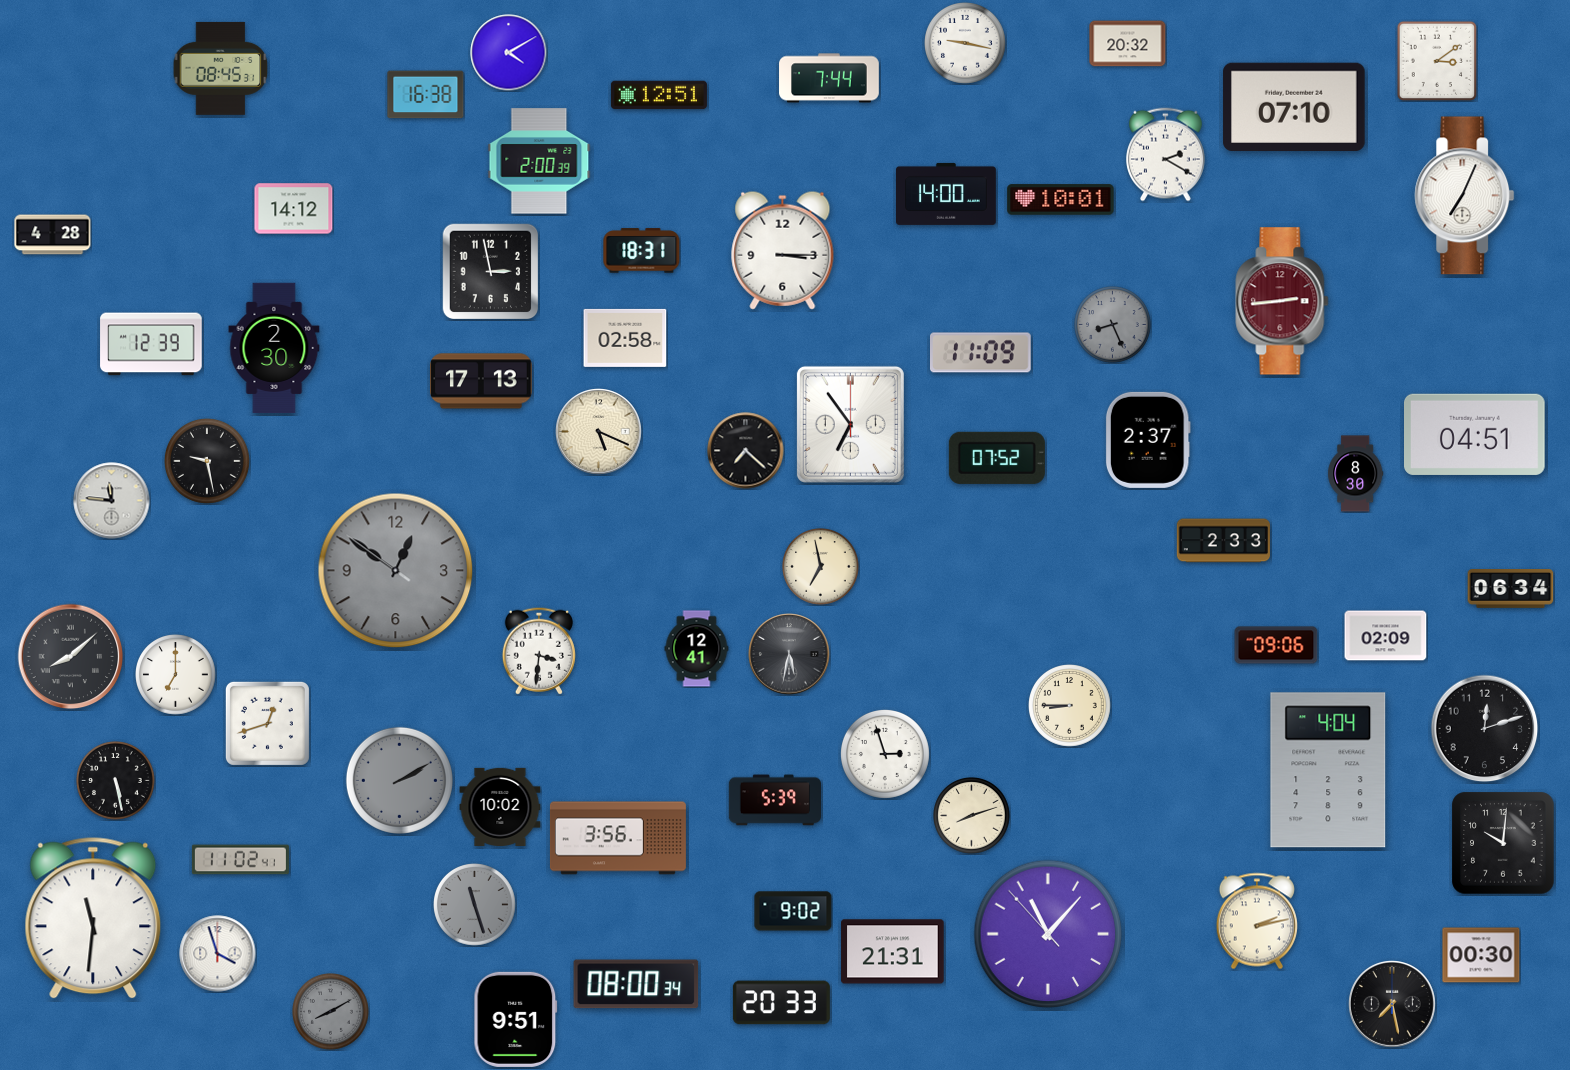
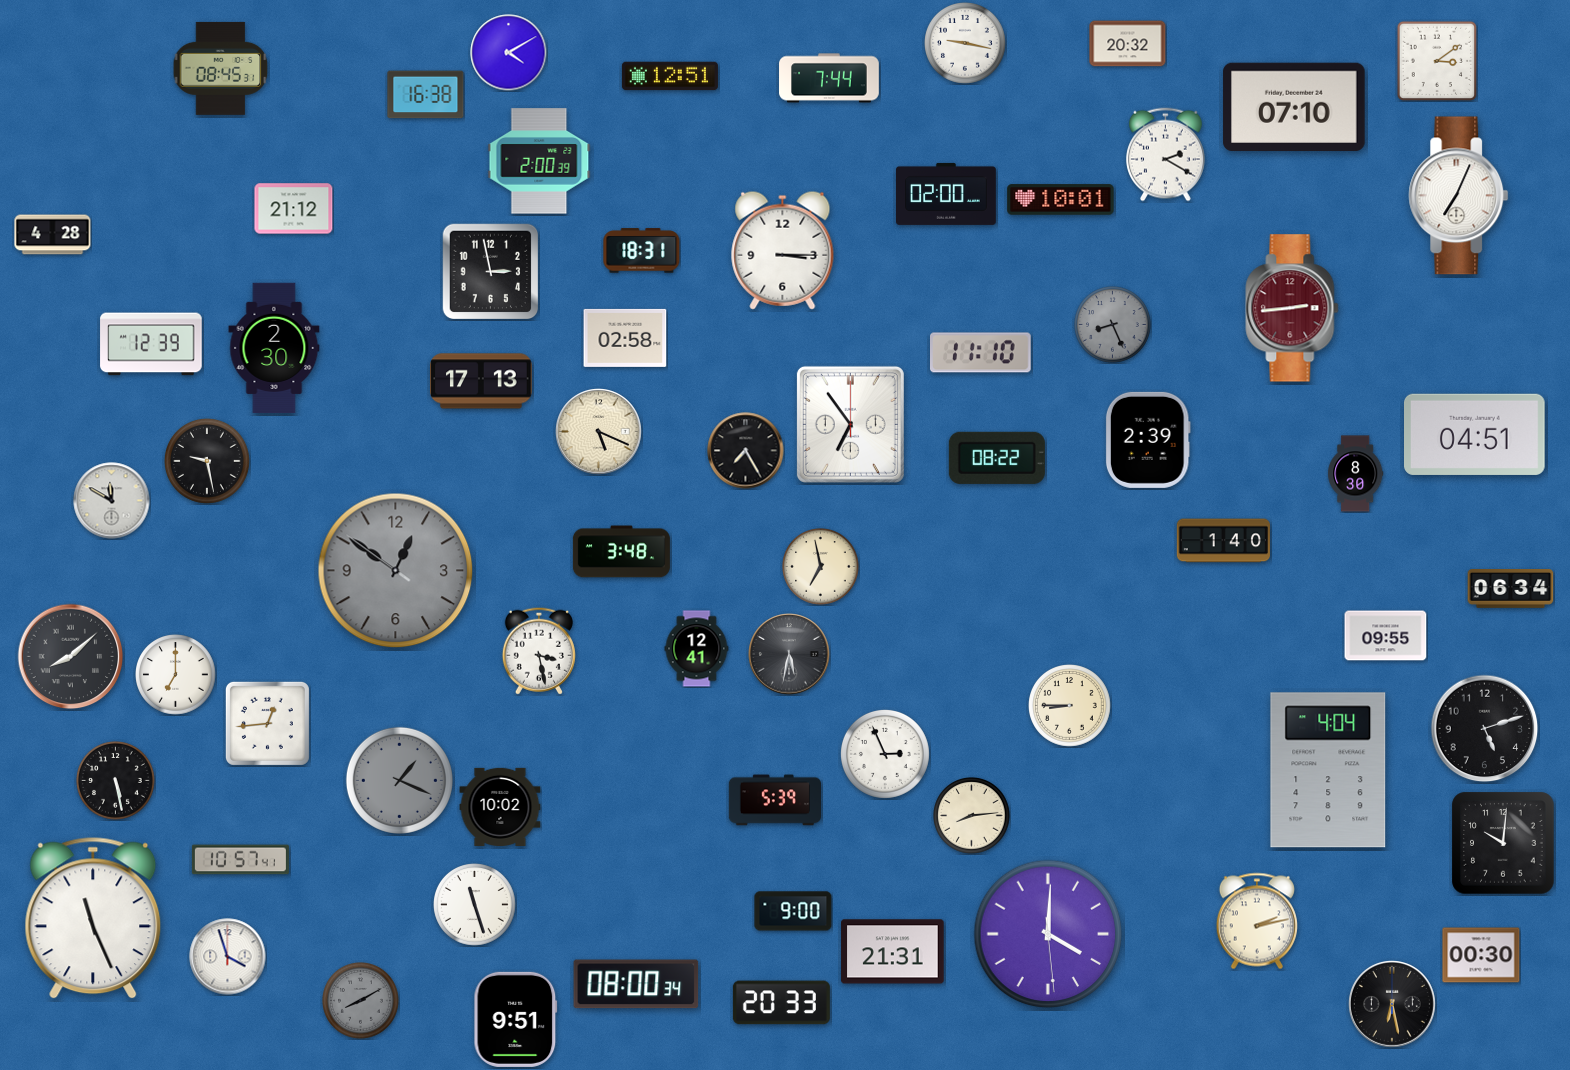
clock at (659, 95) position: (659, 95) -> (670, 76)
clock at (947, 194): 14:00 -> 02:00
clock at (1465, 196) position: (1465, 196) -> (1459, 196)
clock at (294, 209): 14:12 -> 21:12
clock at (1282, 301) position: (1282, 301) -> (1292, 308)
clock at (981, 353): 11:09 -> 11:10
clock at (1148, 440): 2:37 -> 2:39
clock at (746, 451): 7:22 -> 7:25
clock at (997, 458): 07:52 -> 08:22
clock at (112, 501): 11:46 -> 11:50
clock at (1223, 541): 2:33 -> 1:40
clock at (621, 552): none -> 3:48
clock at (1386, 636): 02:09 -> 09:55
clock at (1276, 645): 09:06 -> none
clock at (539, 651): 3:31 -> 3:28
clock at (267, 723): 12:42 -> 12:44
clock at (1485, 729): 12:12 -> 5:12
clock at (885, 754): 2:57 -> 2:56
clock at (399, 780): 2:10 -> 1:19
clock at (972, 816): 8:12 -> 8:14
clock at (618, 838): 3:56 -> none
clock at (240, 860): 11:02 -> 10:57
clock at (475, 905) dial: grey -> white
clock at (793, 911): 9:02 -> 9:00
clock at (93, 918): 11:31 -> 11:26
clock at (1048, 934): 11:06 -> 4:00
clock at (218, 954) position: (218, 954) -> (228, 957)
clock at (1393, 1005): 7:28 -> 6:28
clock at (331, 1012) position: (331, 1012) -> (361, 1001)
